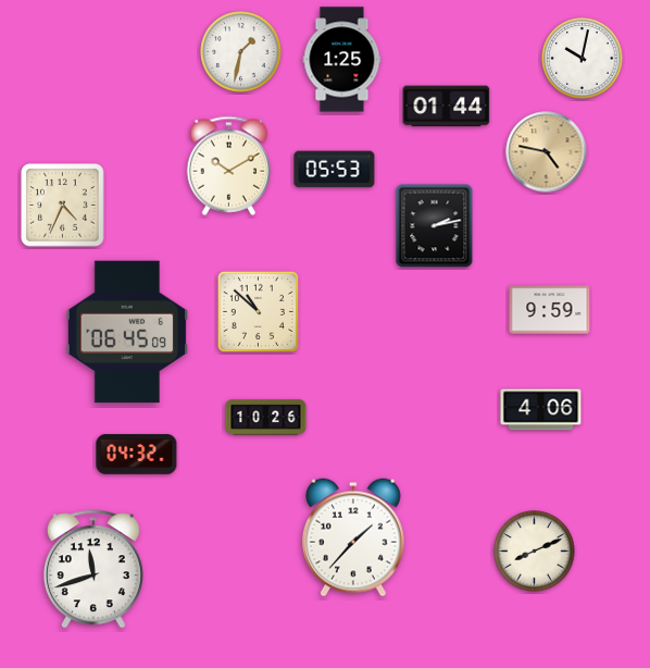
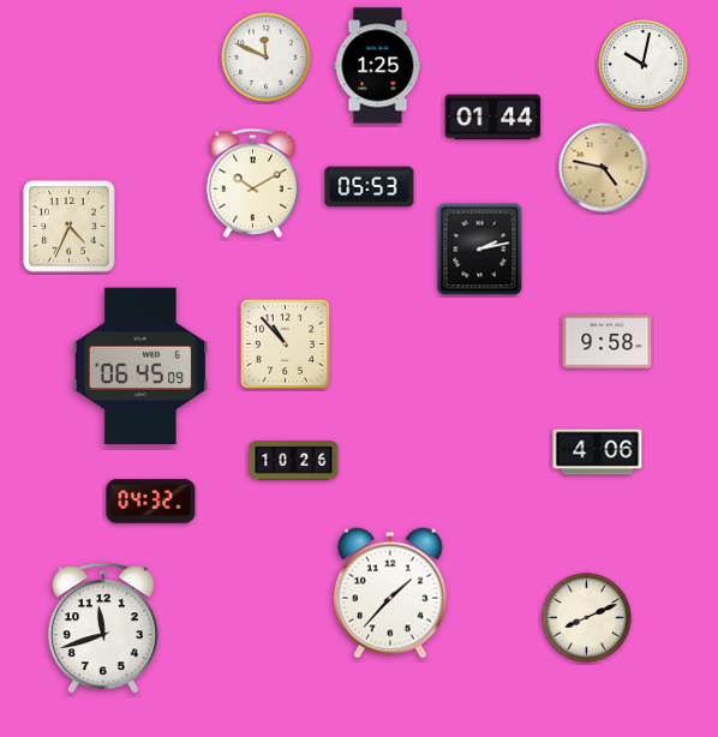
clock at (241, 52): 1:32 -> 11:49
clock at (550, 310): 9:59 -> 9:58
clock at (258, 311): 10:52 -> 10:53
clock at (535, 552) position: (535, 552) -> (587, 618)
